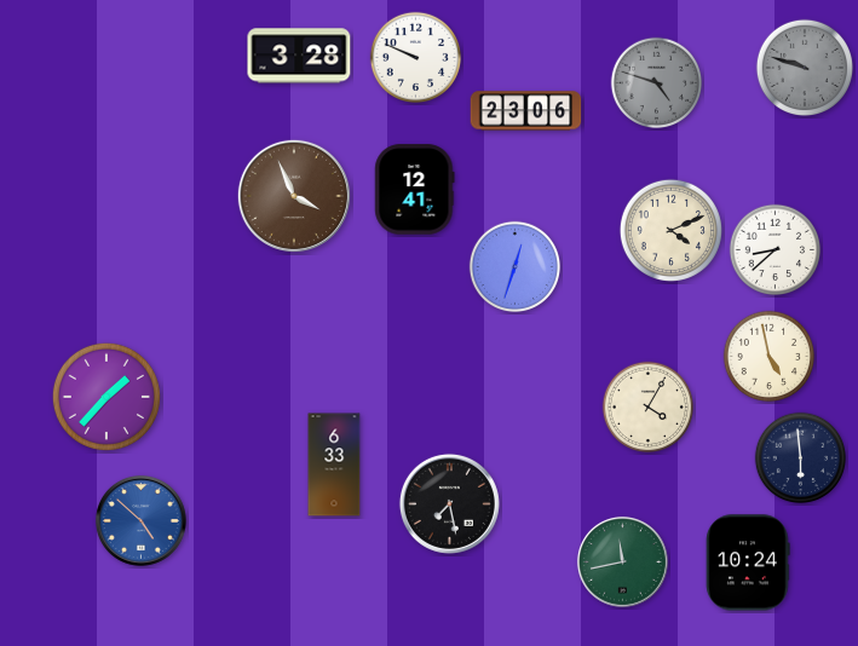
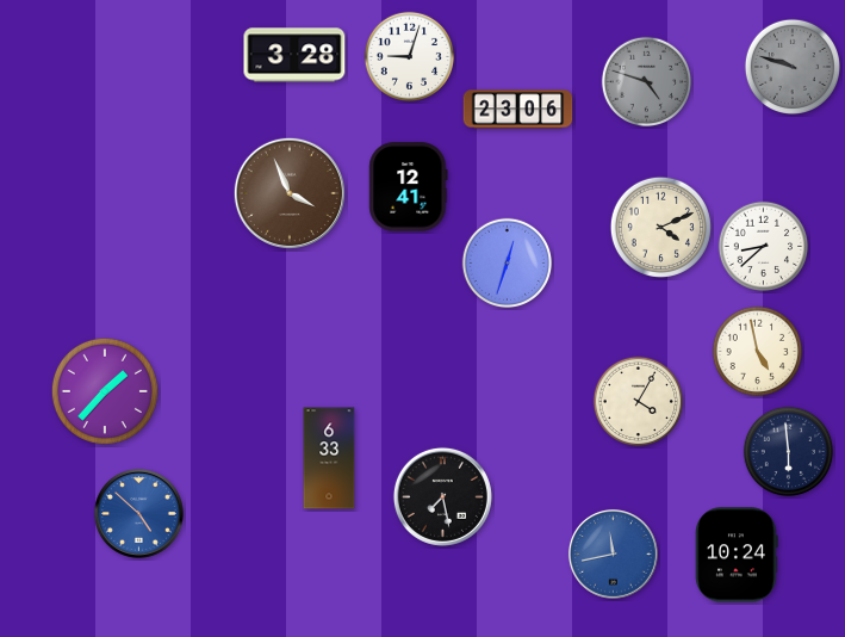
clock at (416, 58): 9:49 -> 9:03
clock at (622, 561) dial: green -> blue
